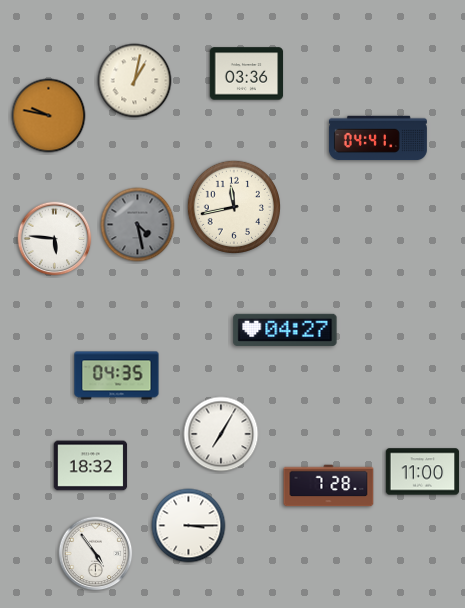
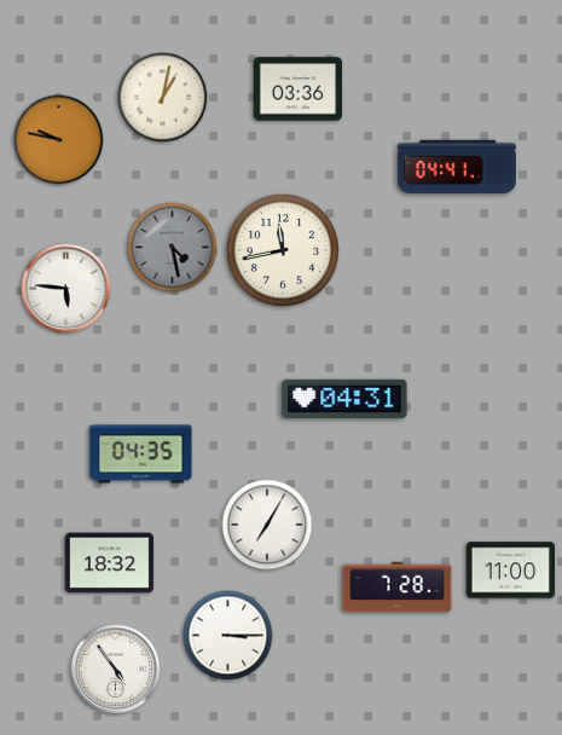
clock at (138, 225) position: (138, 225) -> (173, 248)
clock at (285, 330): 04:27 -> 04:31
